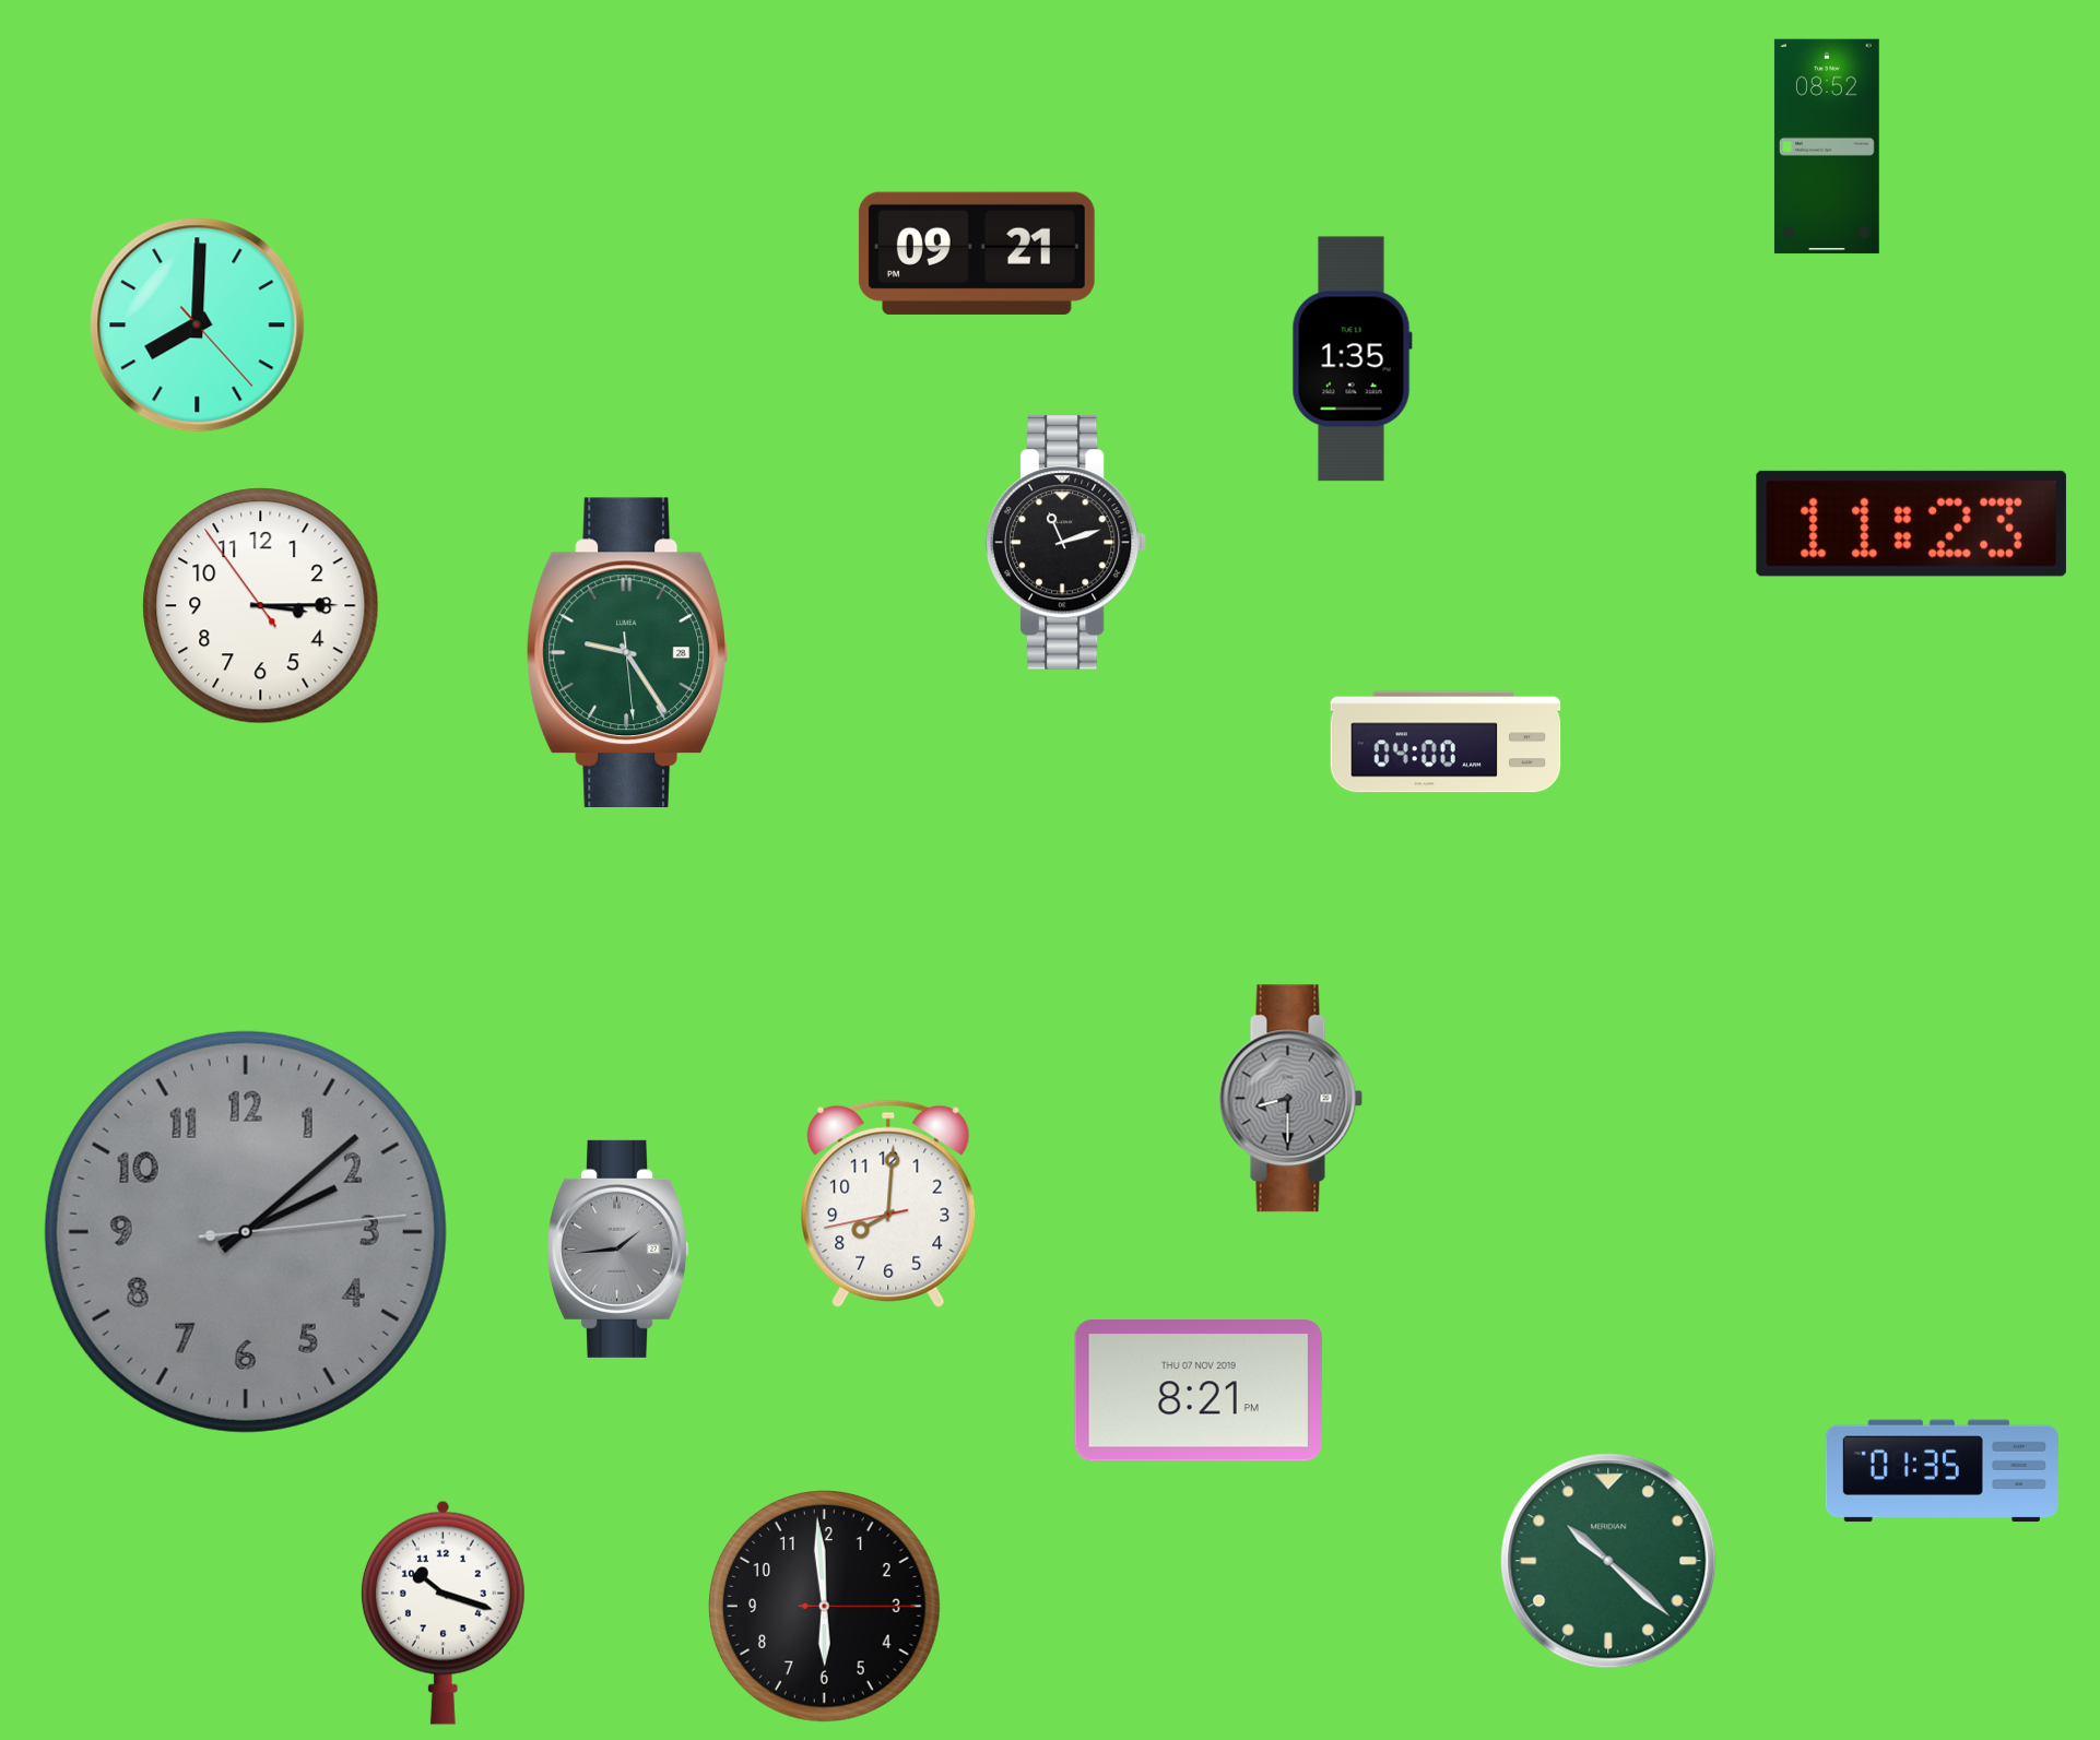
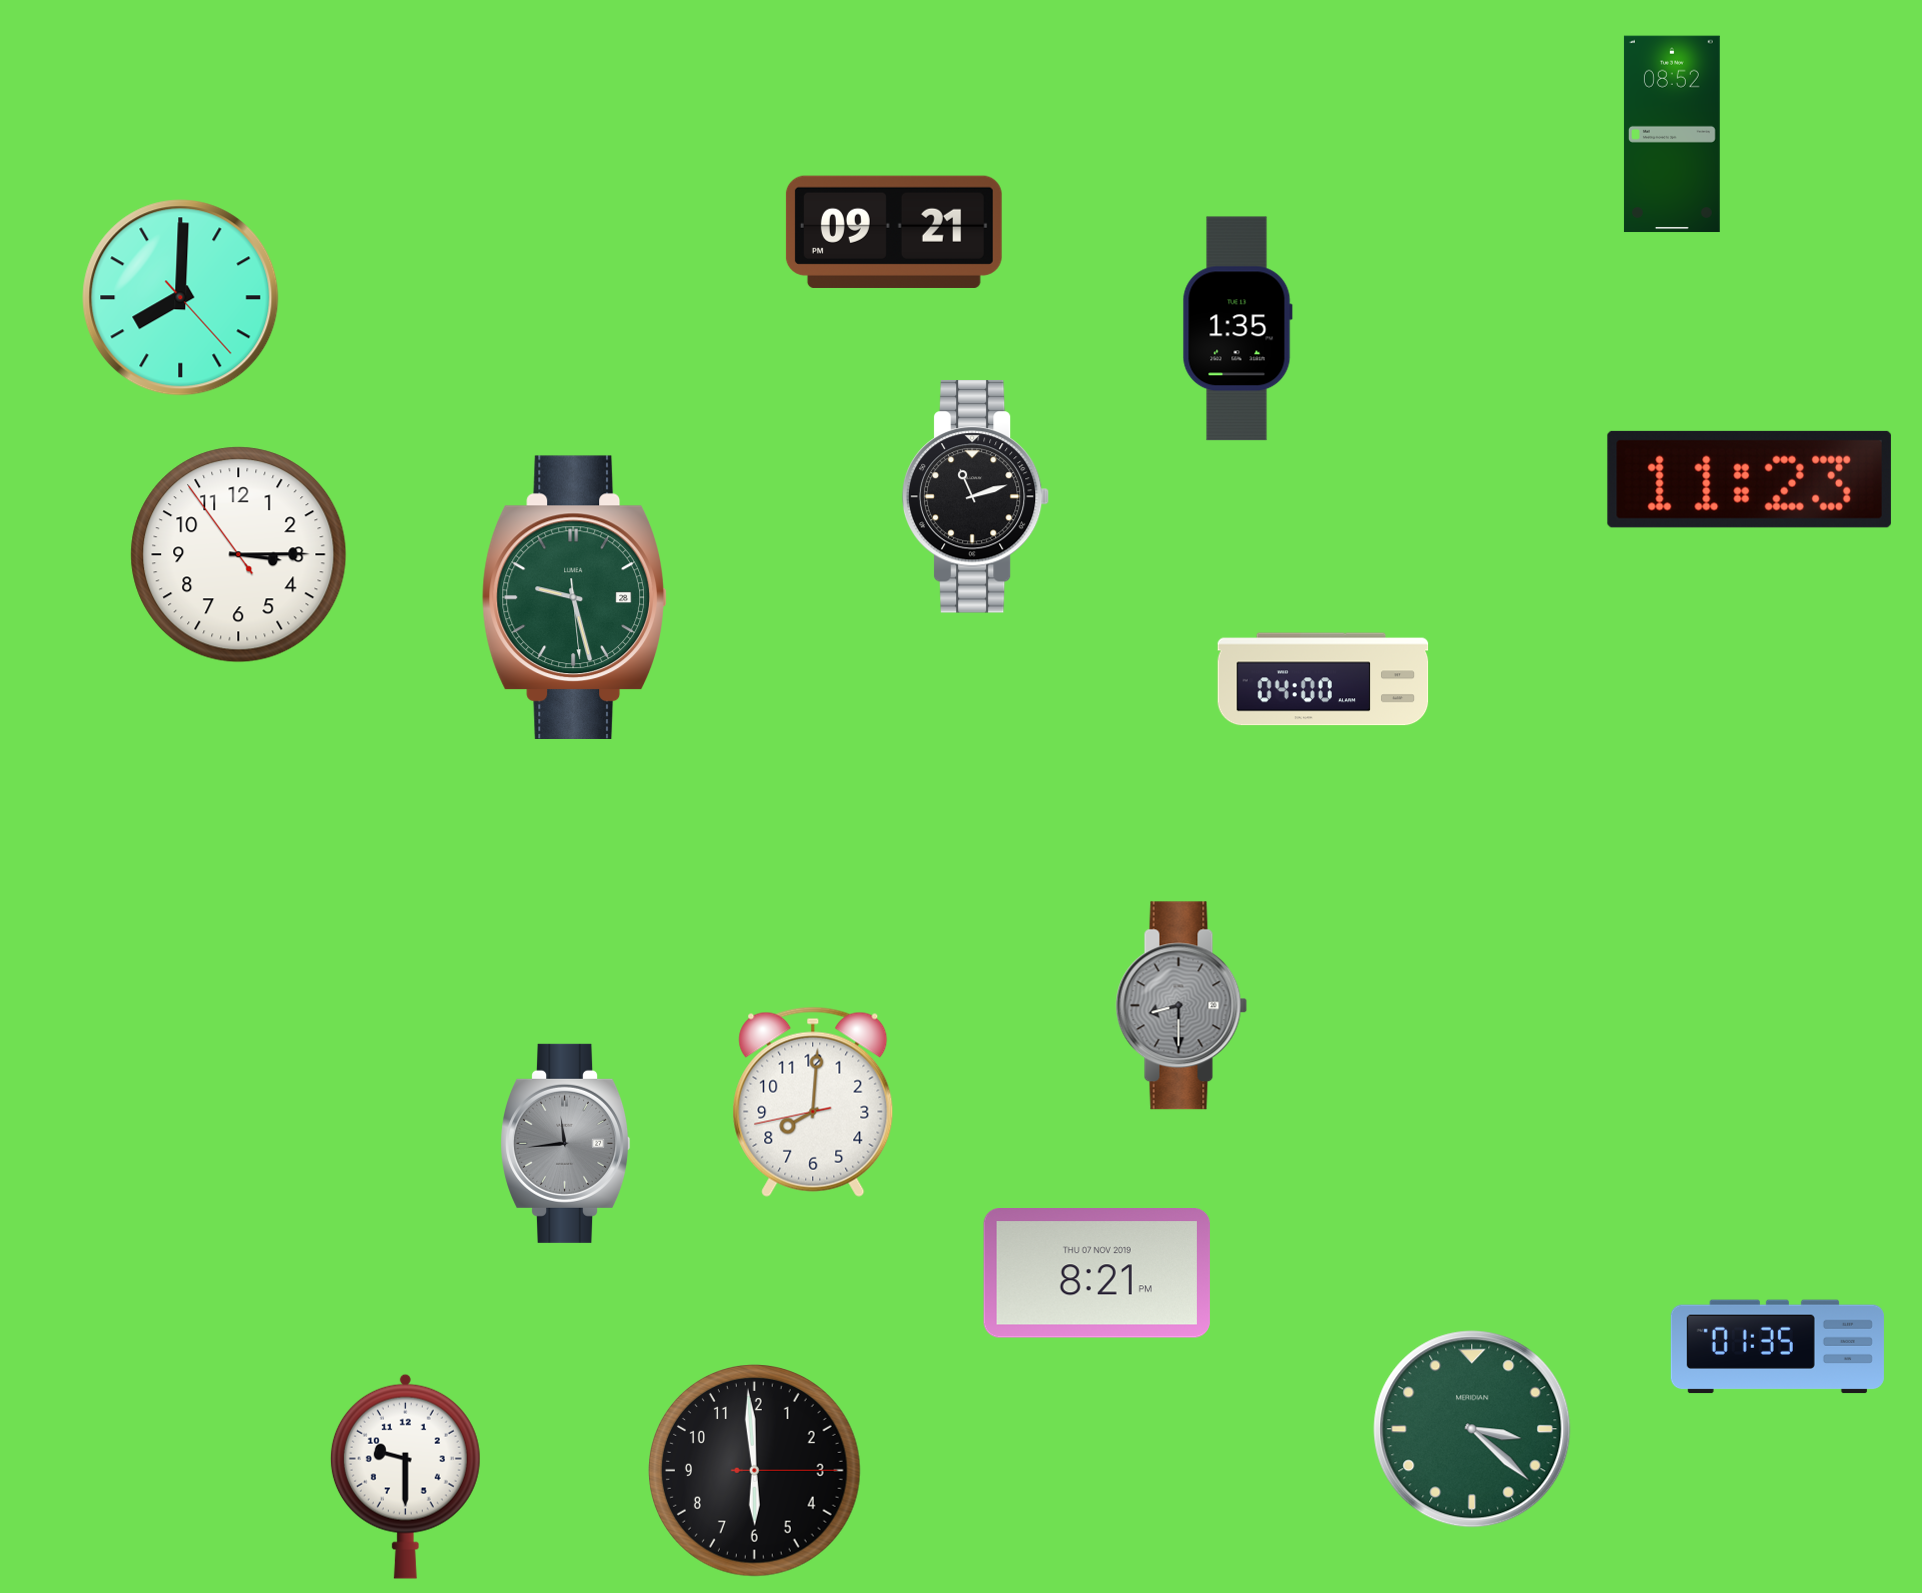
clock at (628, 652): 9:24 -> 9:27
clock at (246, 1232): 2:08 -> none
clock at (618, 1248): 1:44 -> 11:44
clock at (1608, 1561): 10:22 -> 3:22
clock at (443, 1612): 10:18 -> 9:30
